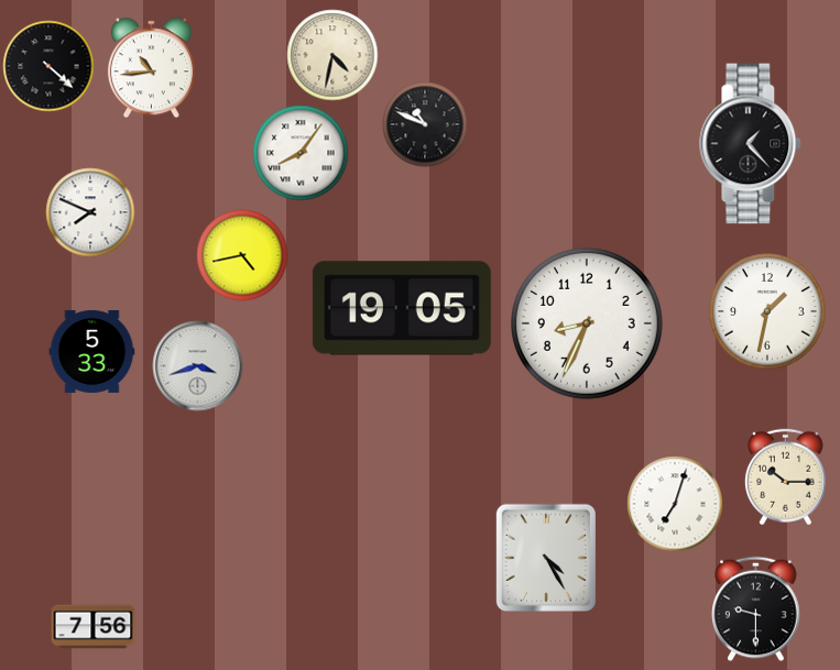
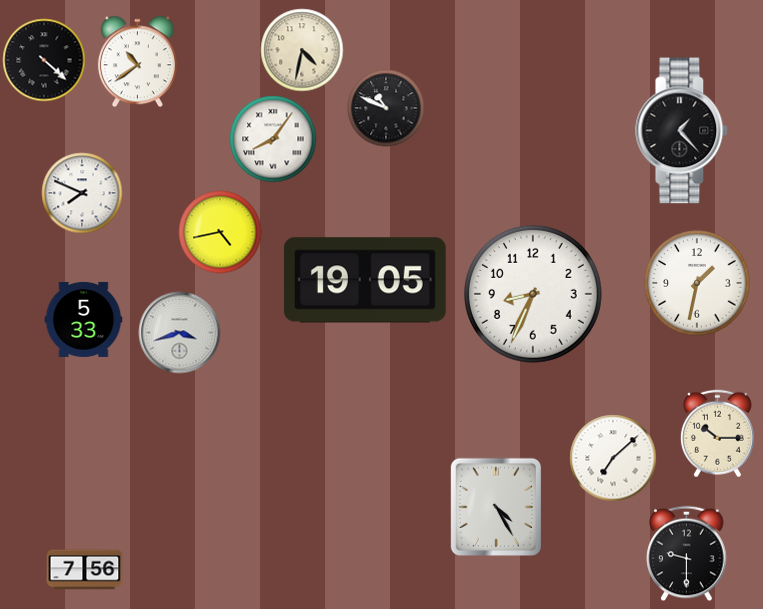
clock at (151, 68): 10:44 -> 10:39
clock at (425, 124) position: (425, 124) -> (386, 108)
clock at (785, 477) position: (785, 477) -> (717, 434)
clock at (675, 504): 7:03 -> 7:08
